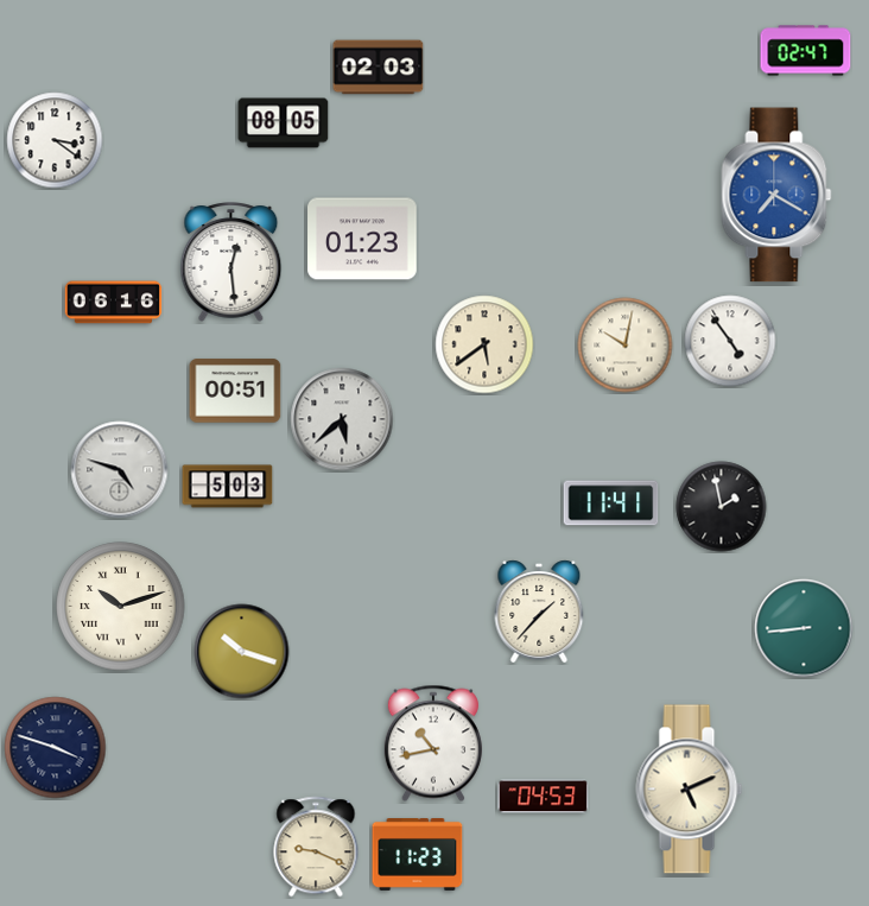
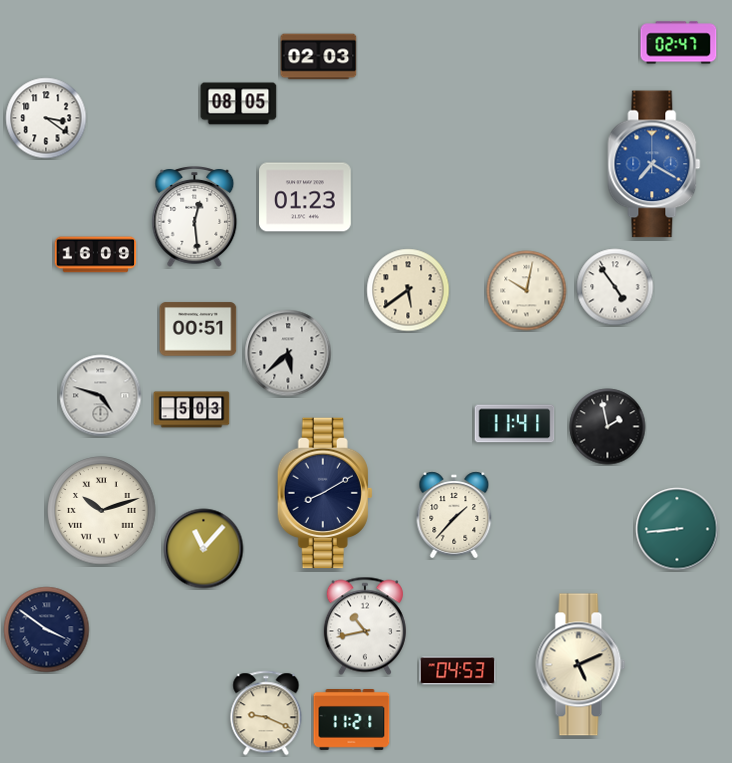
clock at (362, 239) position: (362, 239) -> (305, 197)
clock at (231, 262) position: (231, 262) -> (195, 217)
clock at (114, 303): 06:16 -> 16:09
clock at (325, 493): none -> 8:10
clock at (242, 652): 10:18 -> 11:07
clock at (56, 748): 3:48 -> 3:51
clock at (418, 855): 11:23 -> 11:21
